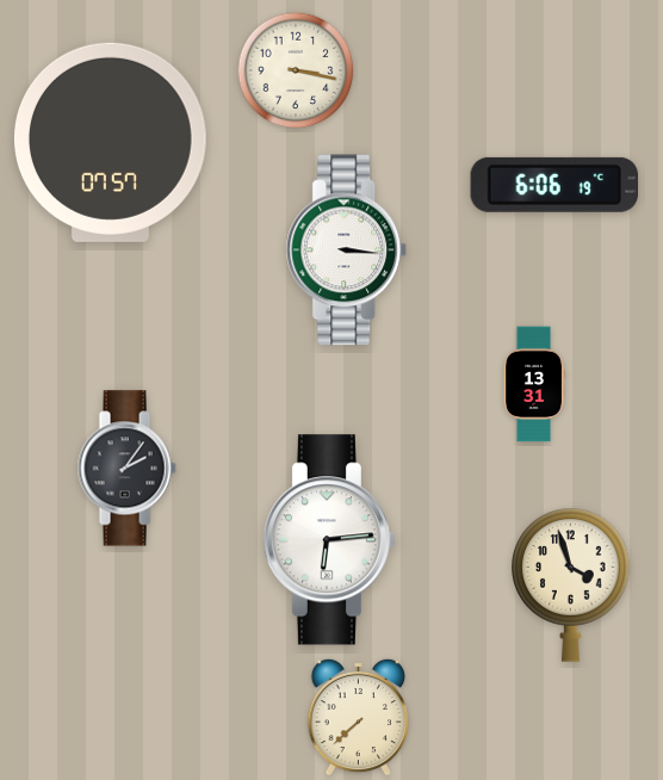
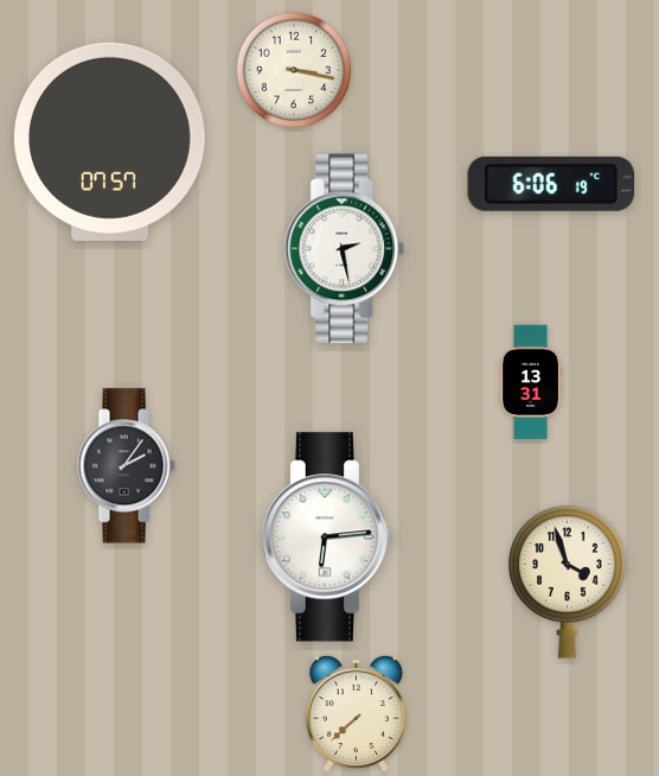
clock at (347, 250): 3:16 -> 2:28
